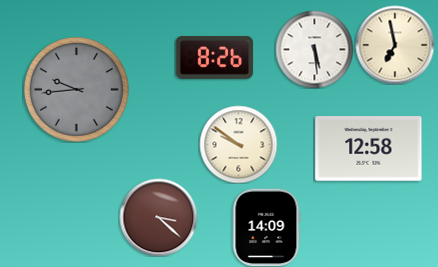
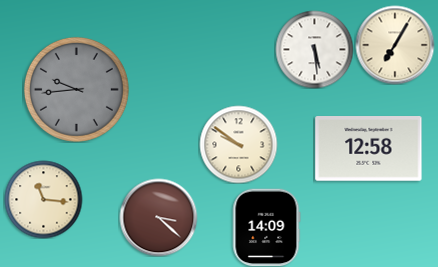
clock at (395, 45): 6:58 -> 7:05
clock at (214, 57): 8:26 -> none
clock at (43, 199): none -> 11:16
